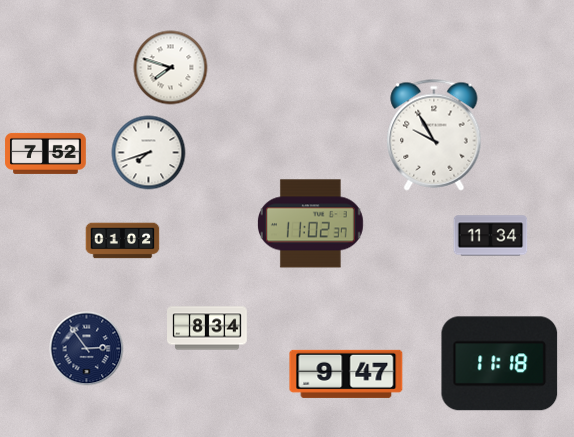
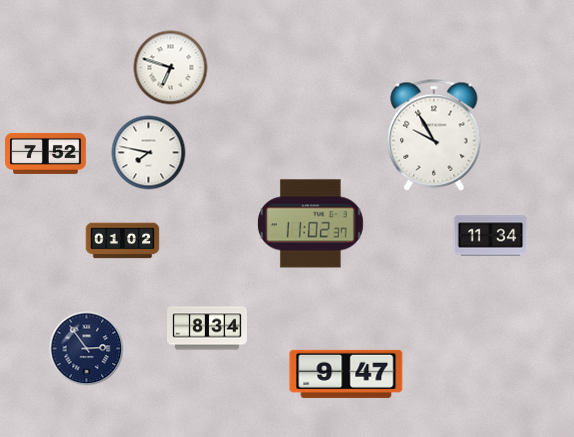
clock at (171, 68): 7:48 -> 6:48
clock at (149, 153): 7:42 -> 7:47
clock at (500, 364): 11:18 -> none
